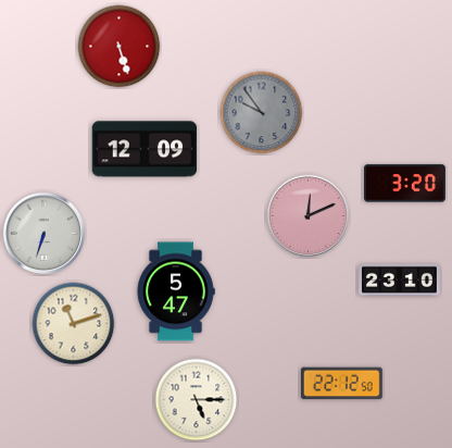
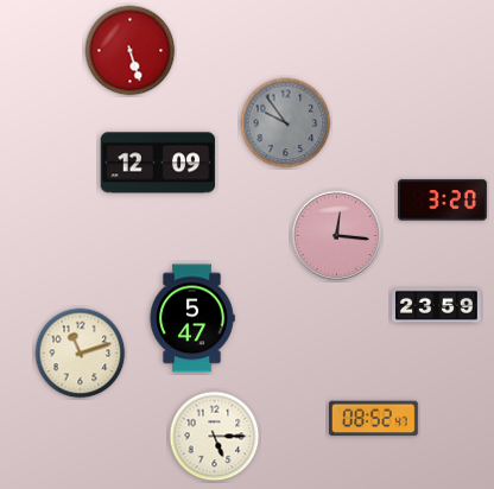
clock at (307, 215): 12:11 -> 12:16
clock at (43, 233): 6:33 -> none
clock at (400, 279): 23:10 -> 23:59
clock at (341, 384): 22:12 -> 08:52
